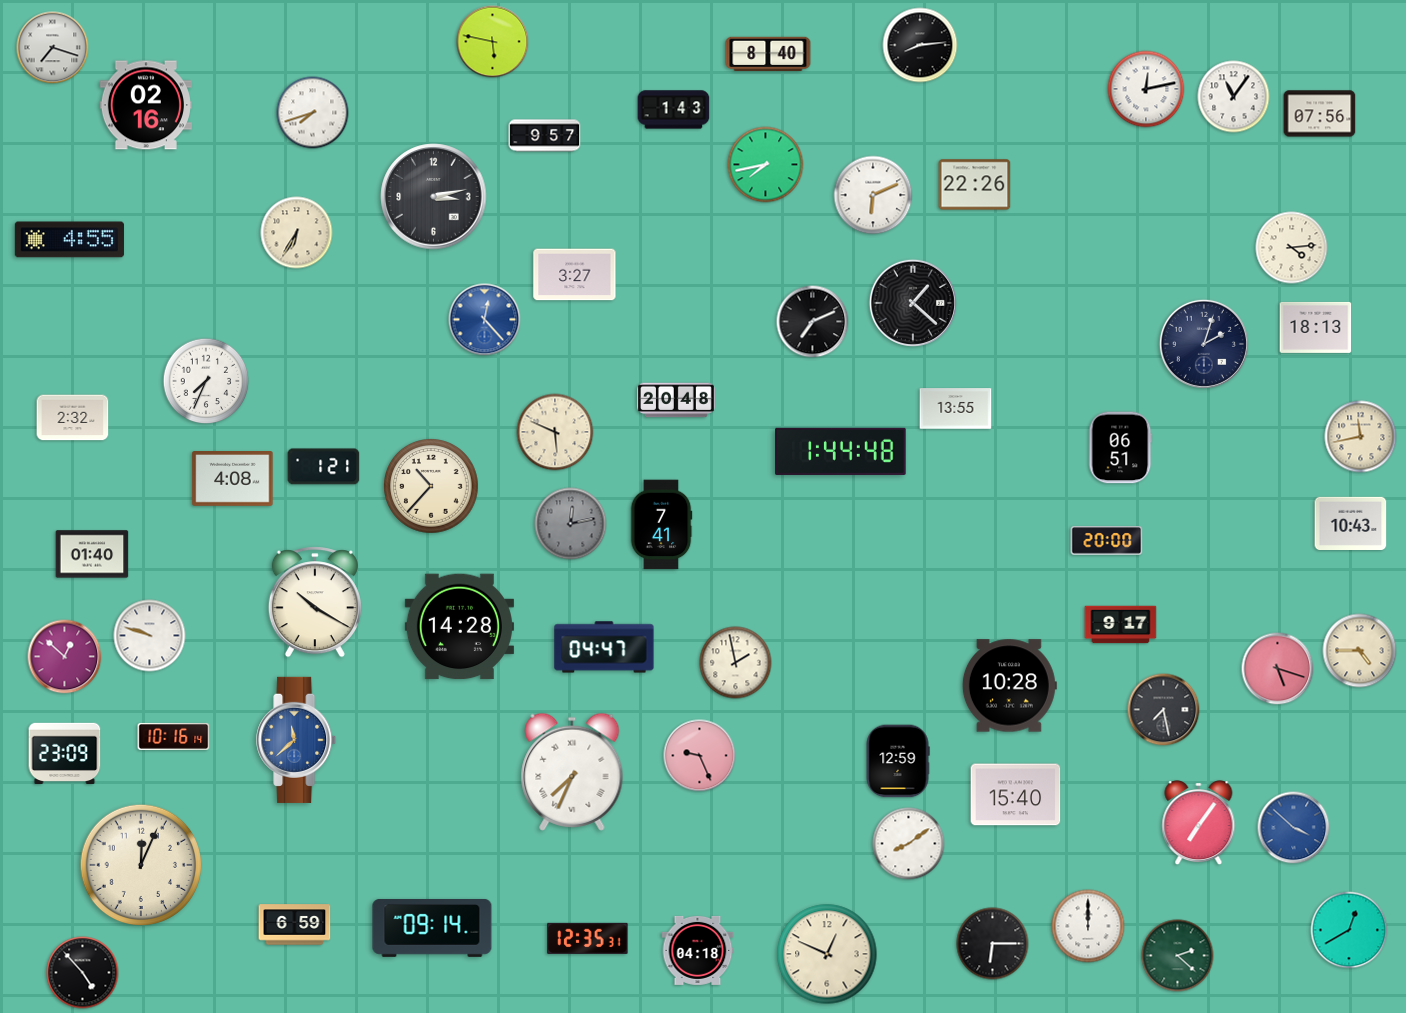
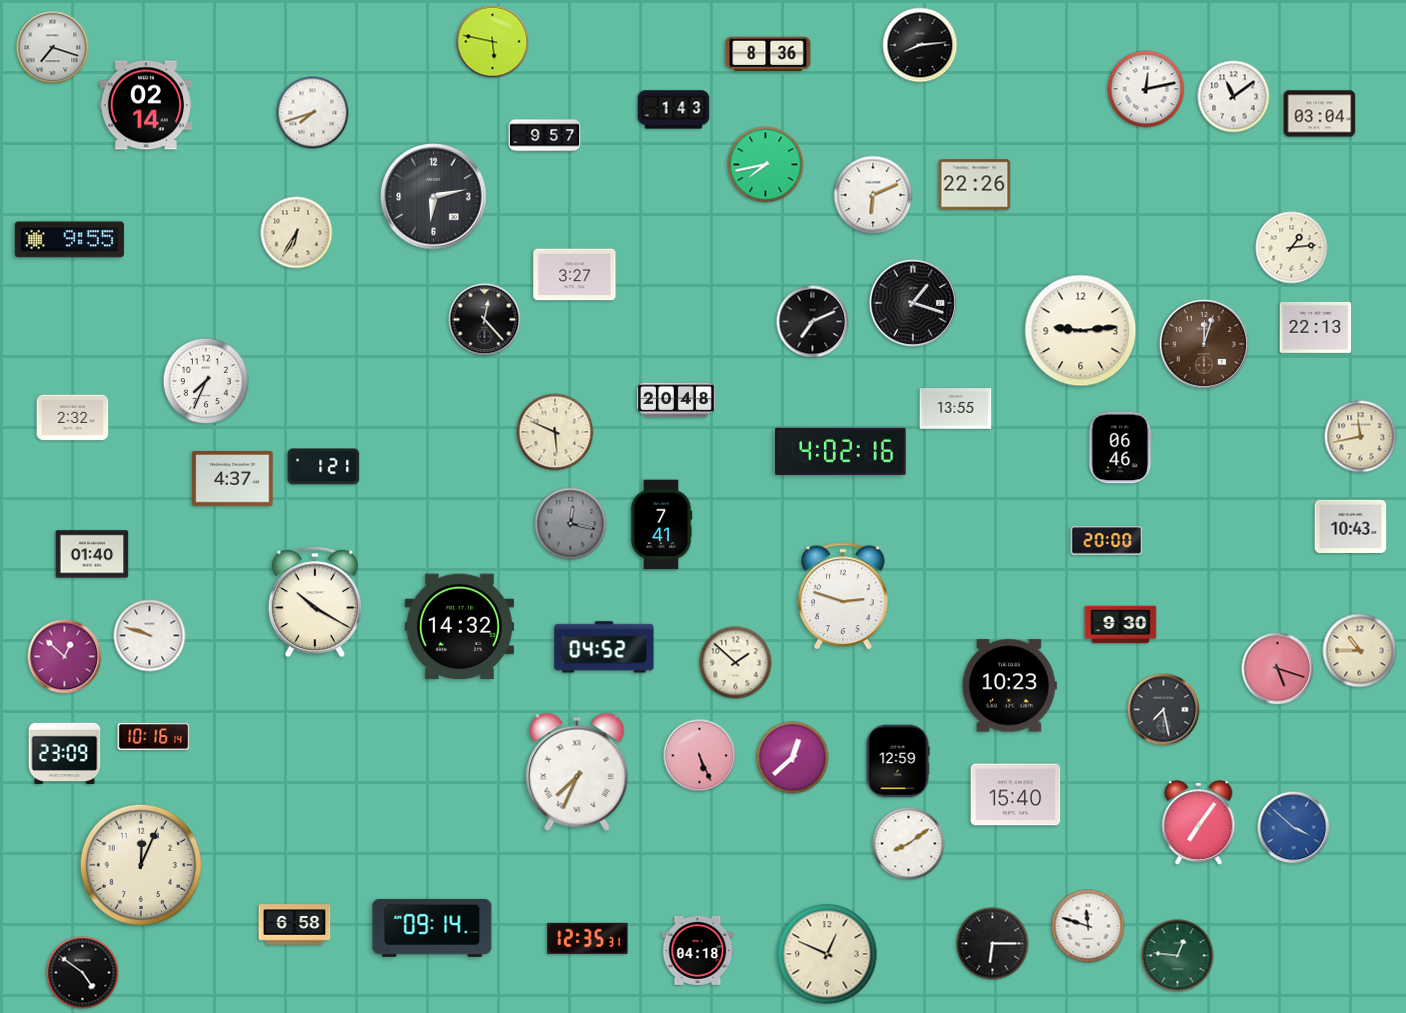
clock at (768, 54): 8:40 -> 8:36
clock at (1234, 97): 11:06 -> 11:09
clock at (146, 105): 02:16 -> 02:14
clock at (1320, 114): 07:56 -> 03:04
clock at (434, 197): 3:13 -> 6:13
clock at (69, 240): 4:55 -> 9:55
clock at (1292, 248): 4:14 -> 1:14
clock at (913, 303): 1:22 -> 1:18
clock at (485, 320) dial: blue -> black
clock at (1316, 327): 18:13 -> 22:13
clock at (1081, 331): none -> 9:14
clock at (1204, 344): 2:03 -> 12:03
clock at (1204, 344) dial: navy -> brown
clock at (1121, 448): 06:51 -> 06:46
clock at (841, 451): 1:44 -> 4:02
clock at (233, 479): 4:08 -> 4:37
clock at (432, 487): 10:37 -> none
clock at (1351, 523) position: (1351, 523) -> (1351, 526)
clock at (571, 524): 12:13 -> 12:17
clock at (844, 597): none -> 2:48
clock at (1121, 625): 9:17 -> 9:30
clock at (459, 627): 14:28 -> 14:32
clock at (604, 647): 04:47 -> 04:52
clock at (1360, 651): 4:45 -> 10:45
clock at (736, 663): 1:58 -> 1:52
clock at (1009, 686): 10:28 -> 10:23
clock at (174, 736) position: (174, 736) -> (154, 736)
clock at (297, 740): 11:38 -> none
clock at (700, 756): 9:26 -> 5:26
clock at (793, 758): none -> 12:38
clock at (572, 772) position: (572, 772) -> (577, 772)
clock at (295, 925): 6:59 -> 6:58
clock at (1088, 926): 12:00 -> 11:48
clock at (1349, 930): 12:40 -> none
clock at (1178, 956): 2:22 -> 12:46
clock at (83, 973): 4:53 -> 4:51
